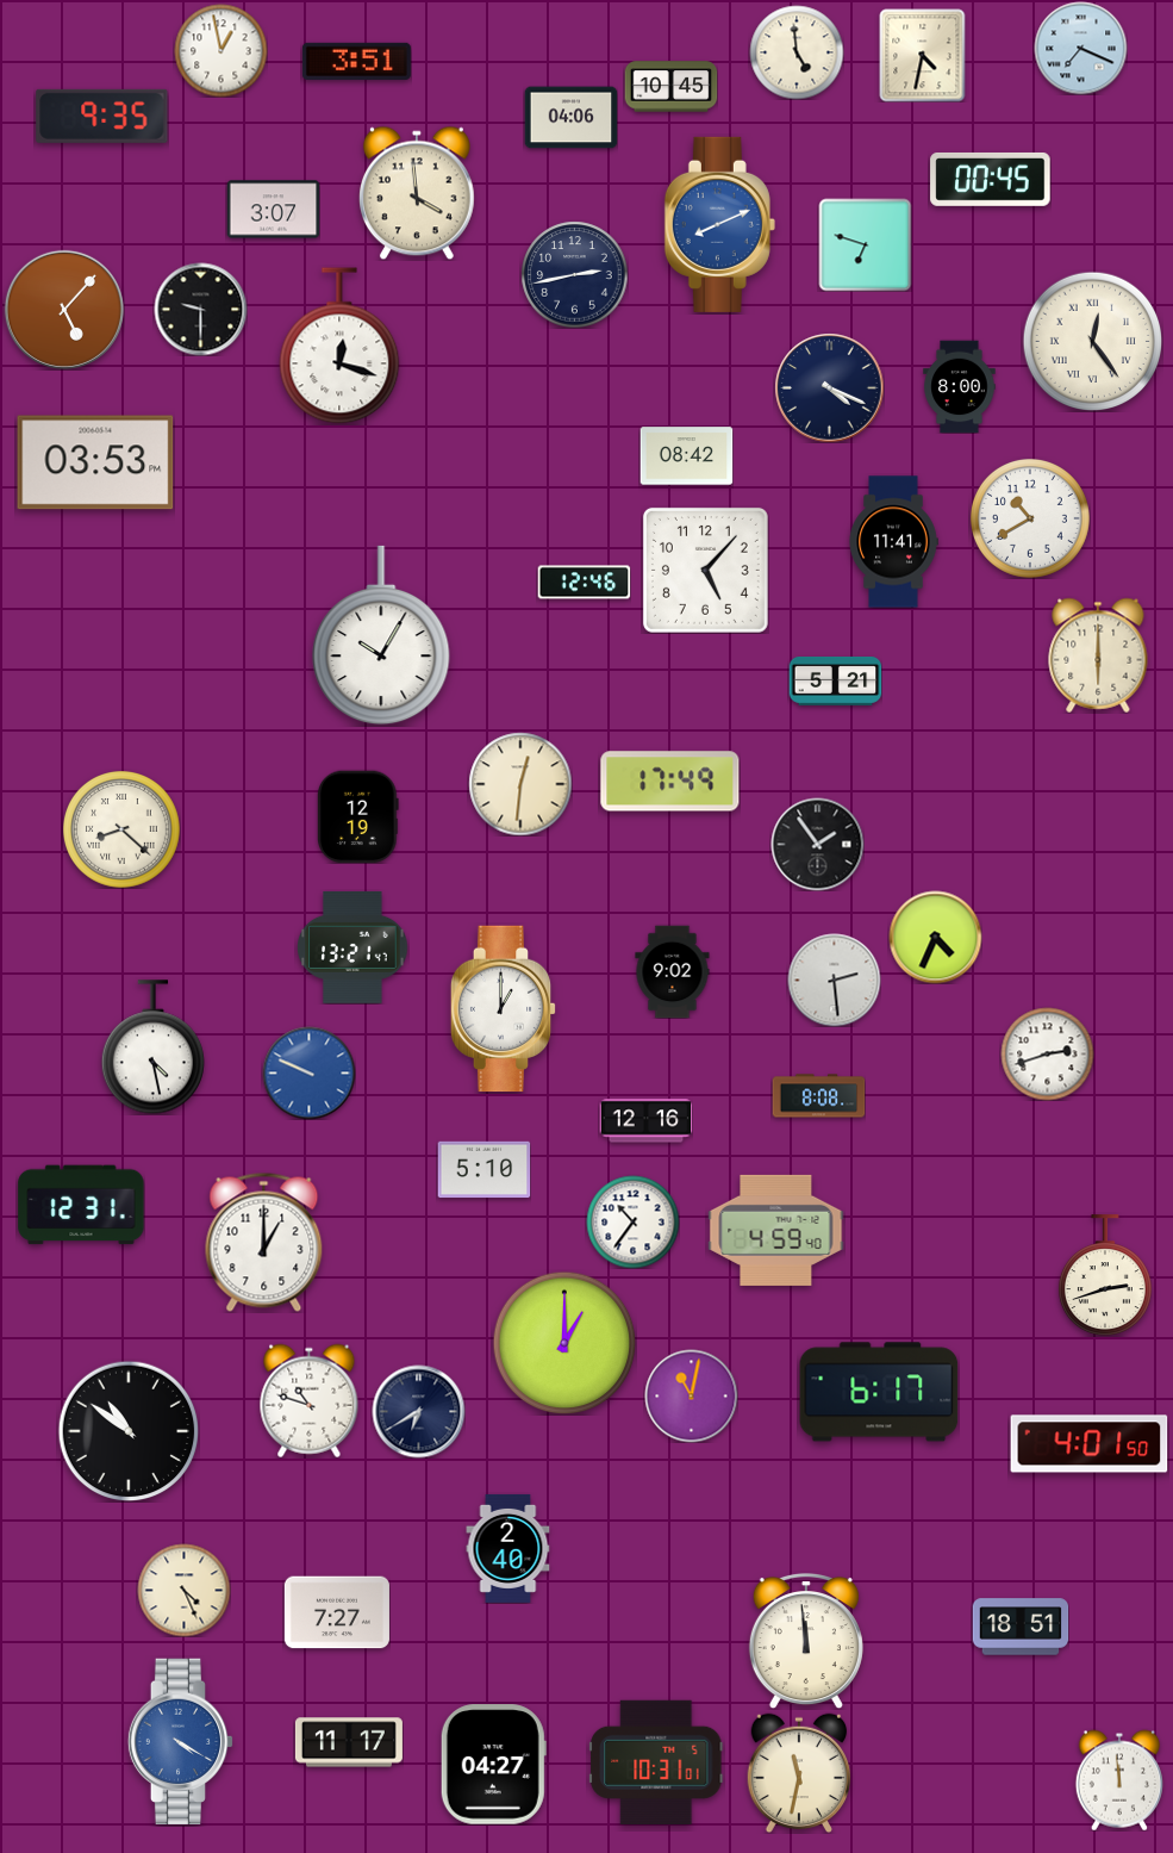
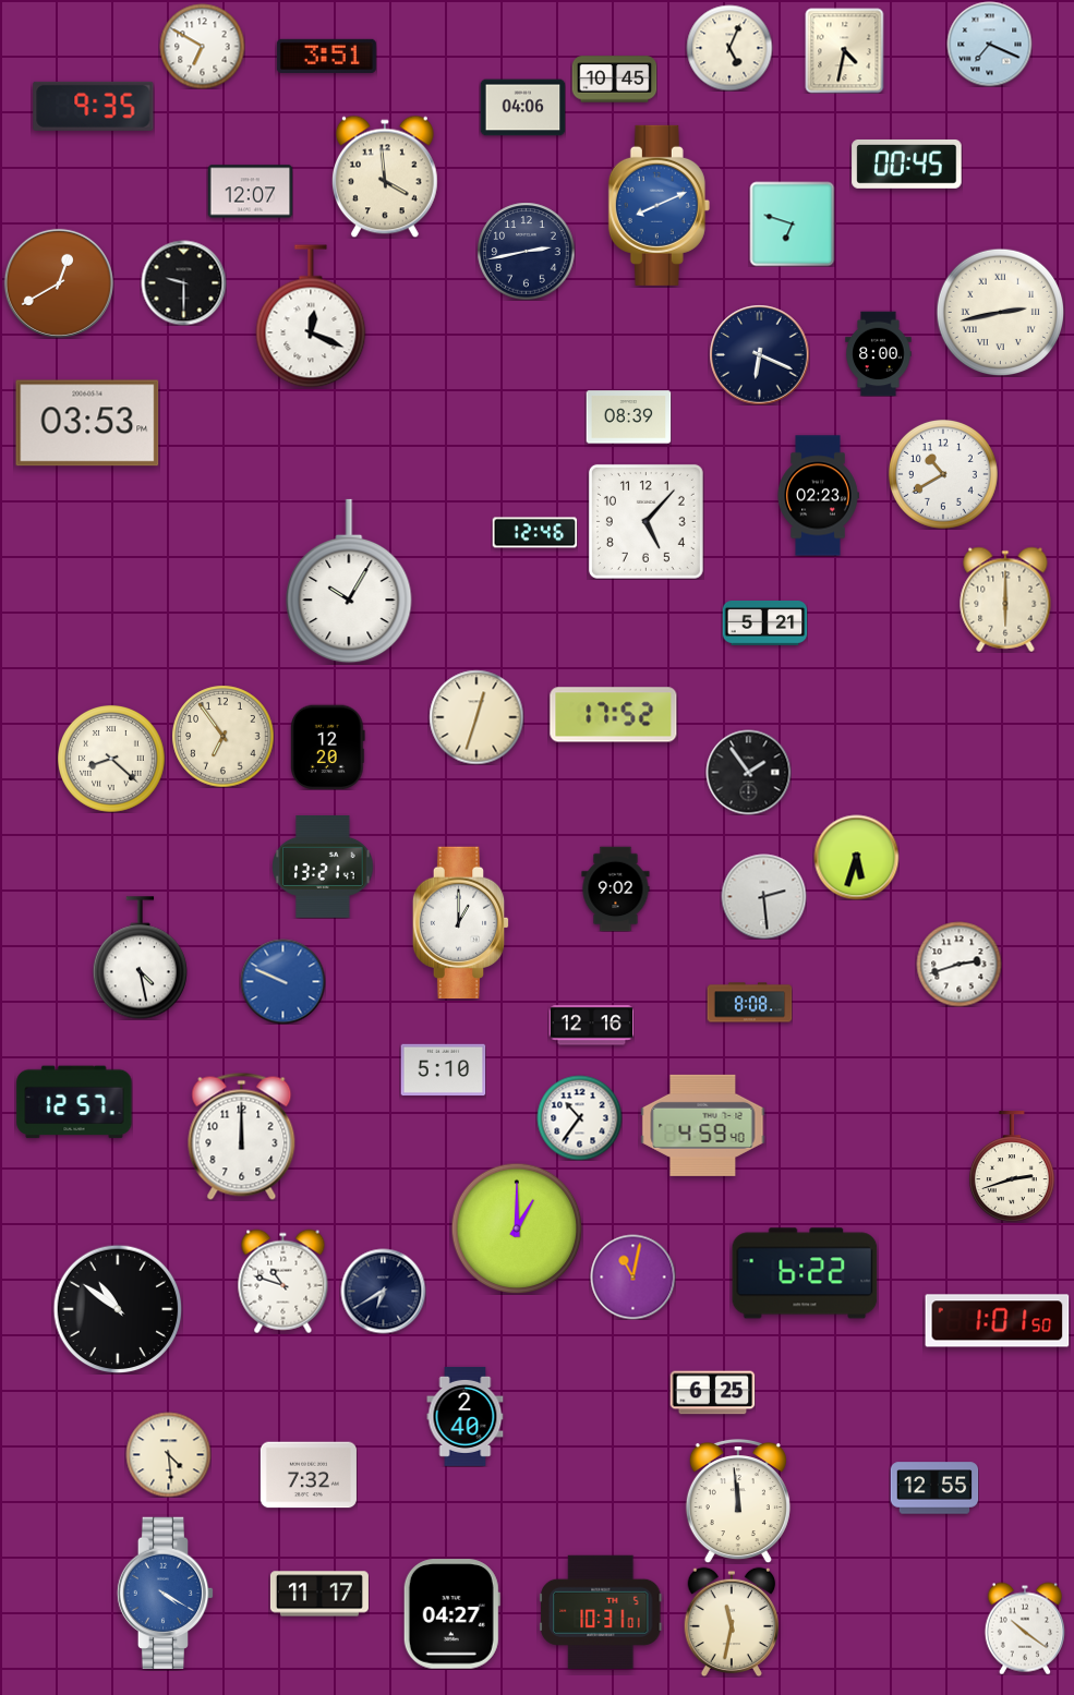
clock at (220, 50): 12:58 -> 6:50
clock at (797, 52): 4:59 -> 5:04
clock at (417, 193) position: (417, 193) -> (385, 177)
clock at (273, 210): 3:07 -> 12:07
clock at (64, 310): 5:07 -> 12:40
clock at (1092, 341): 12:24 -> 2:43
clock at (339, 346): 12:18 -> 12:19
clock at (829, 387): 4:19 -> 6:19
clock at (686, 456): 08:42 -> 08:39
clock at (893, 542): 11:41 -> 02:23
clock at (670, 782): 17:49 -> 17:52
clock at (520, 784): 12:31 -> 12:33
clock at (222, 736): none -> 6:54
clock at (358, 816): 12:19 -> 12:20
clock at (935, 937): 4:34 -> 5:33
clock at (81, 1205): 12:31 -> 12:57
clock at (776, 1230) position: (776, 1230) -> (703, 1125)
clock at (264, 1242): 1:00 -> 12:00
clock at (879, 1392): 6:17 -> 6:22
clock at (1090, 1444): 4:01 -> 1:01
clock at (712, 1393): none -> 6:25
clock at (183, 1590): 4:26 -> 4:29
clock at (337, 1612): 7:27 -> 7:32
clock at (1021, 1627): 18:51 -> 12:55
clock at (1119, 1780): 11:59 -> 10:21
